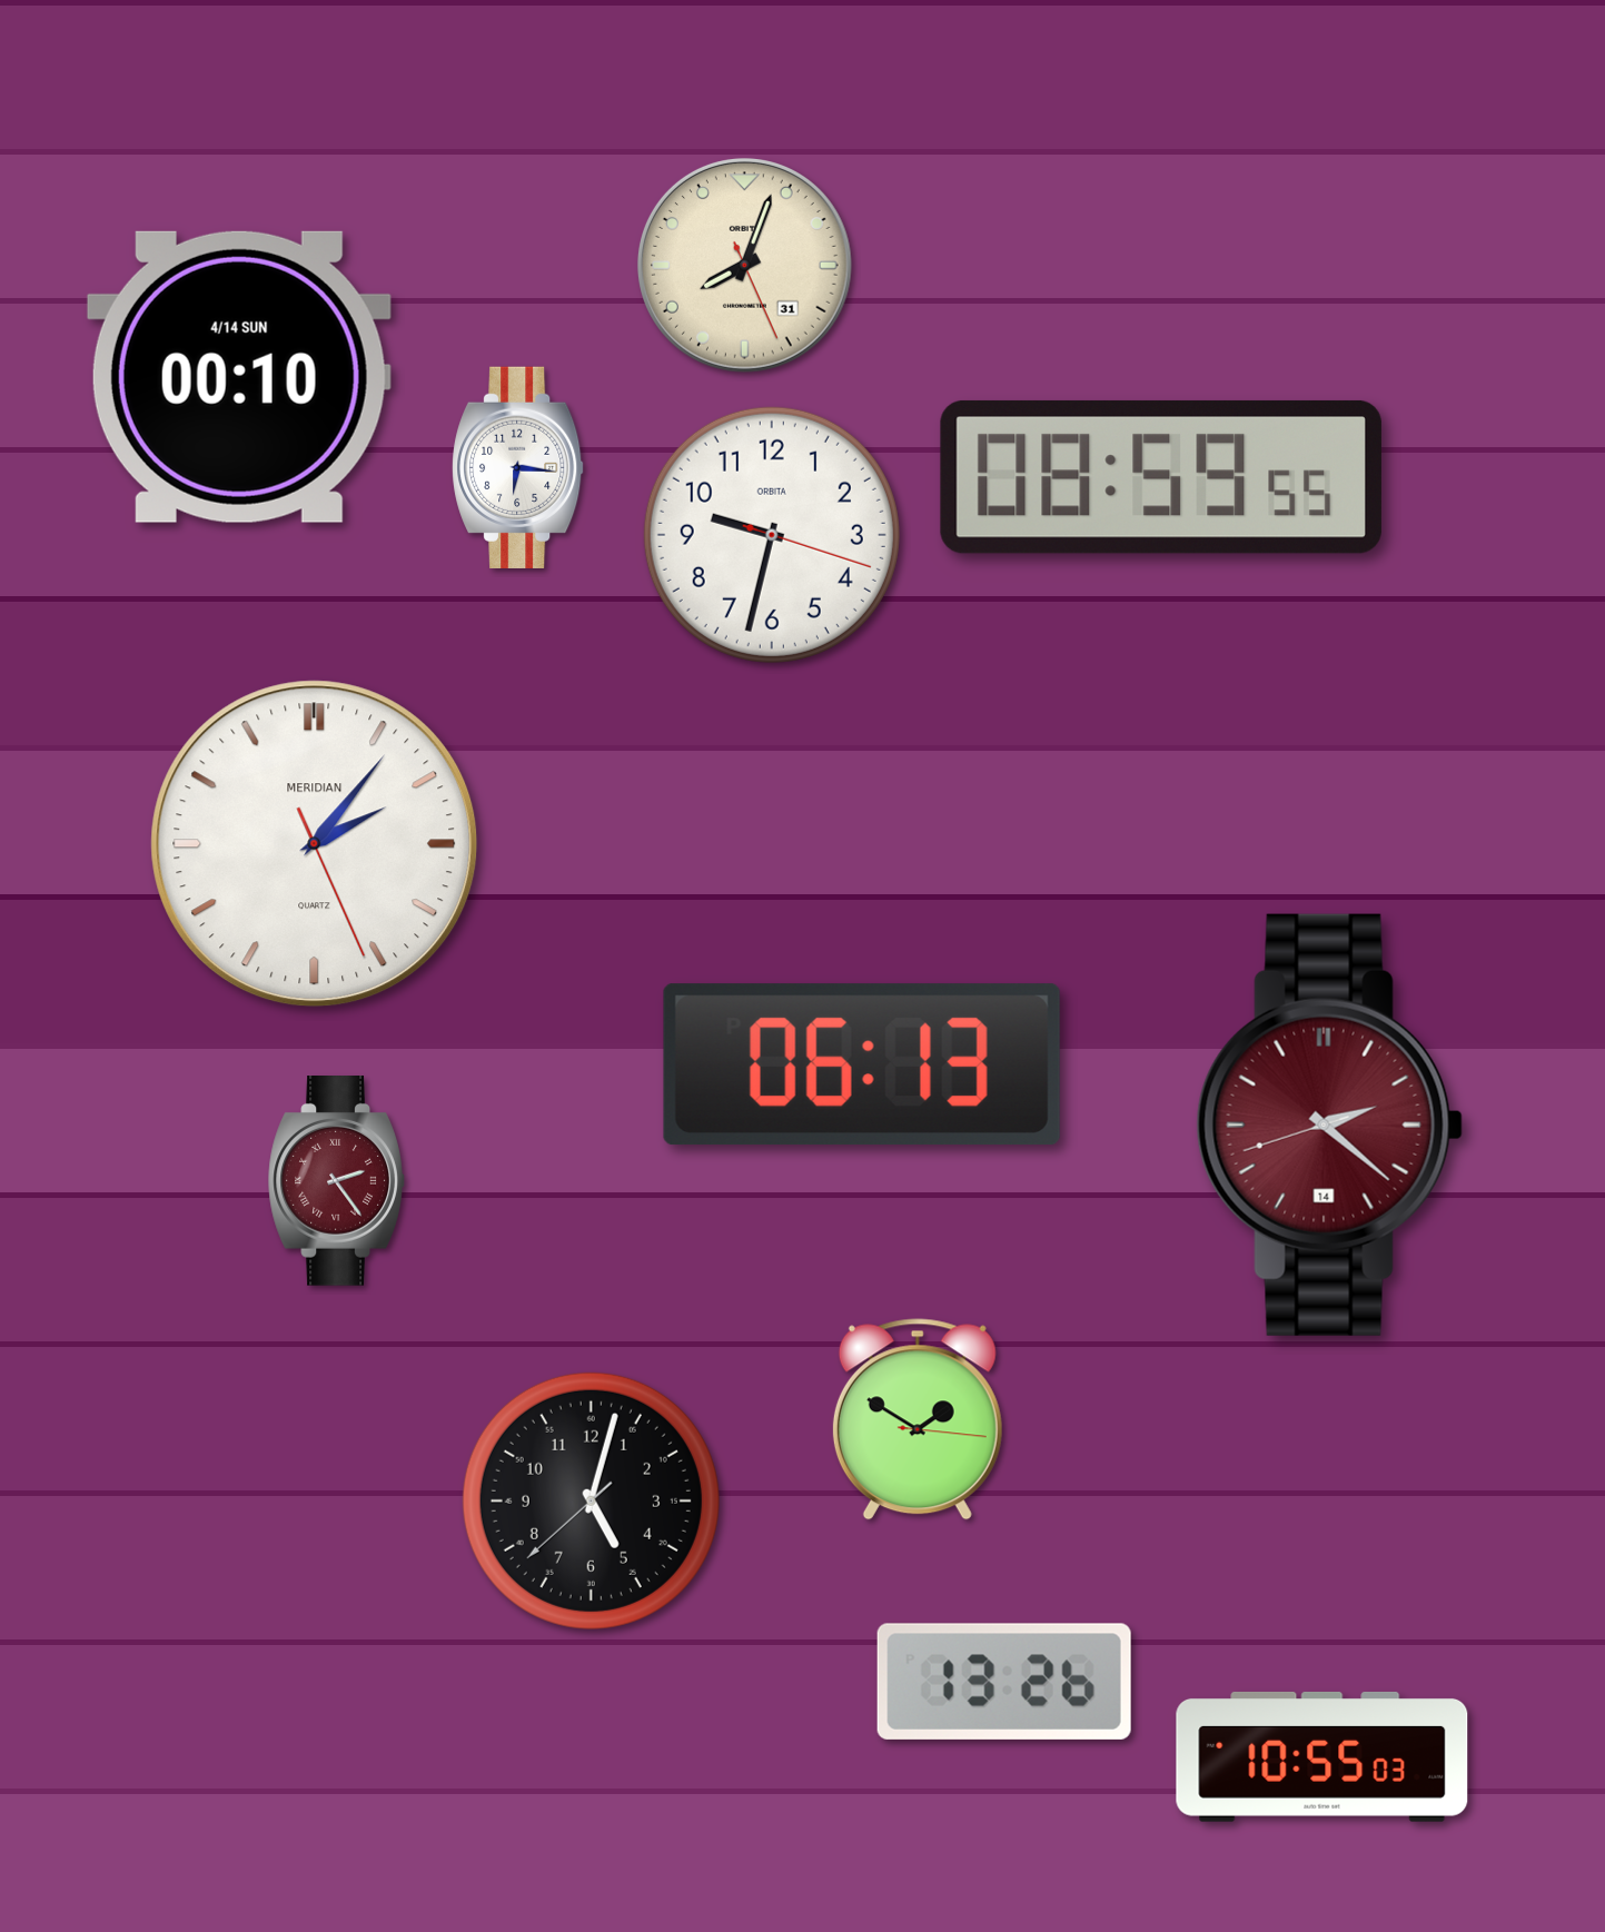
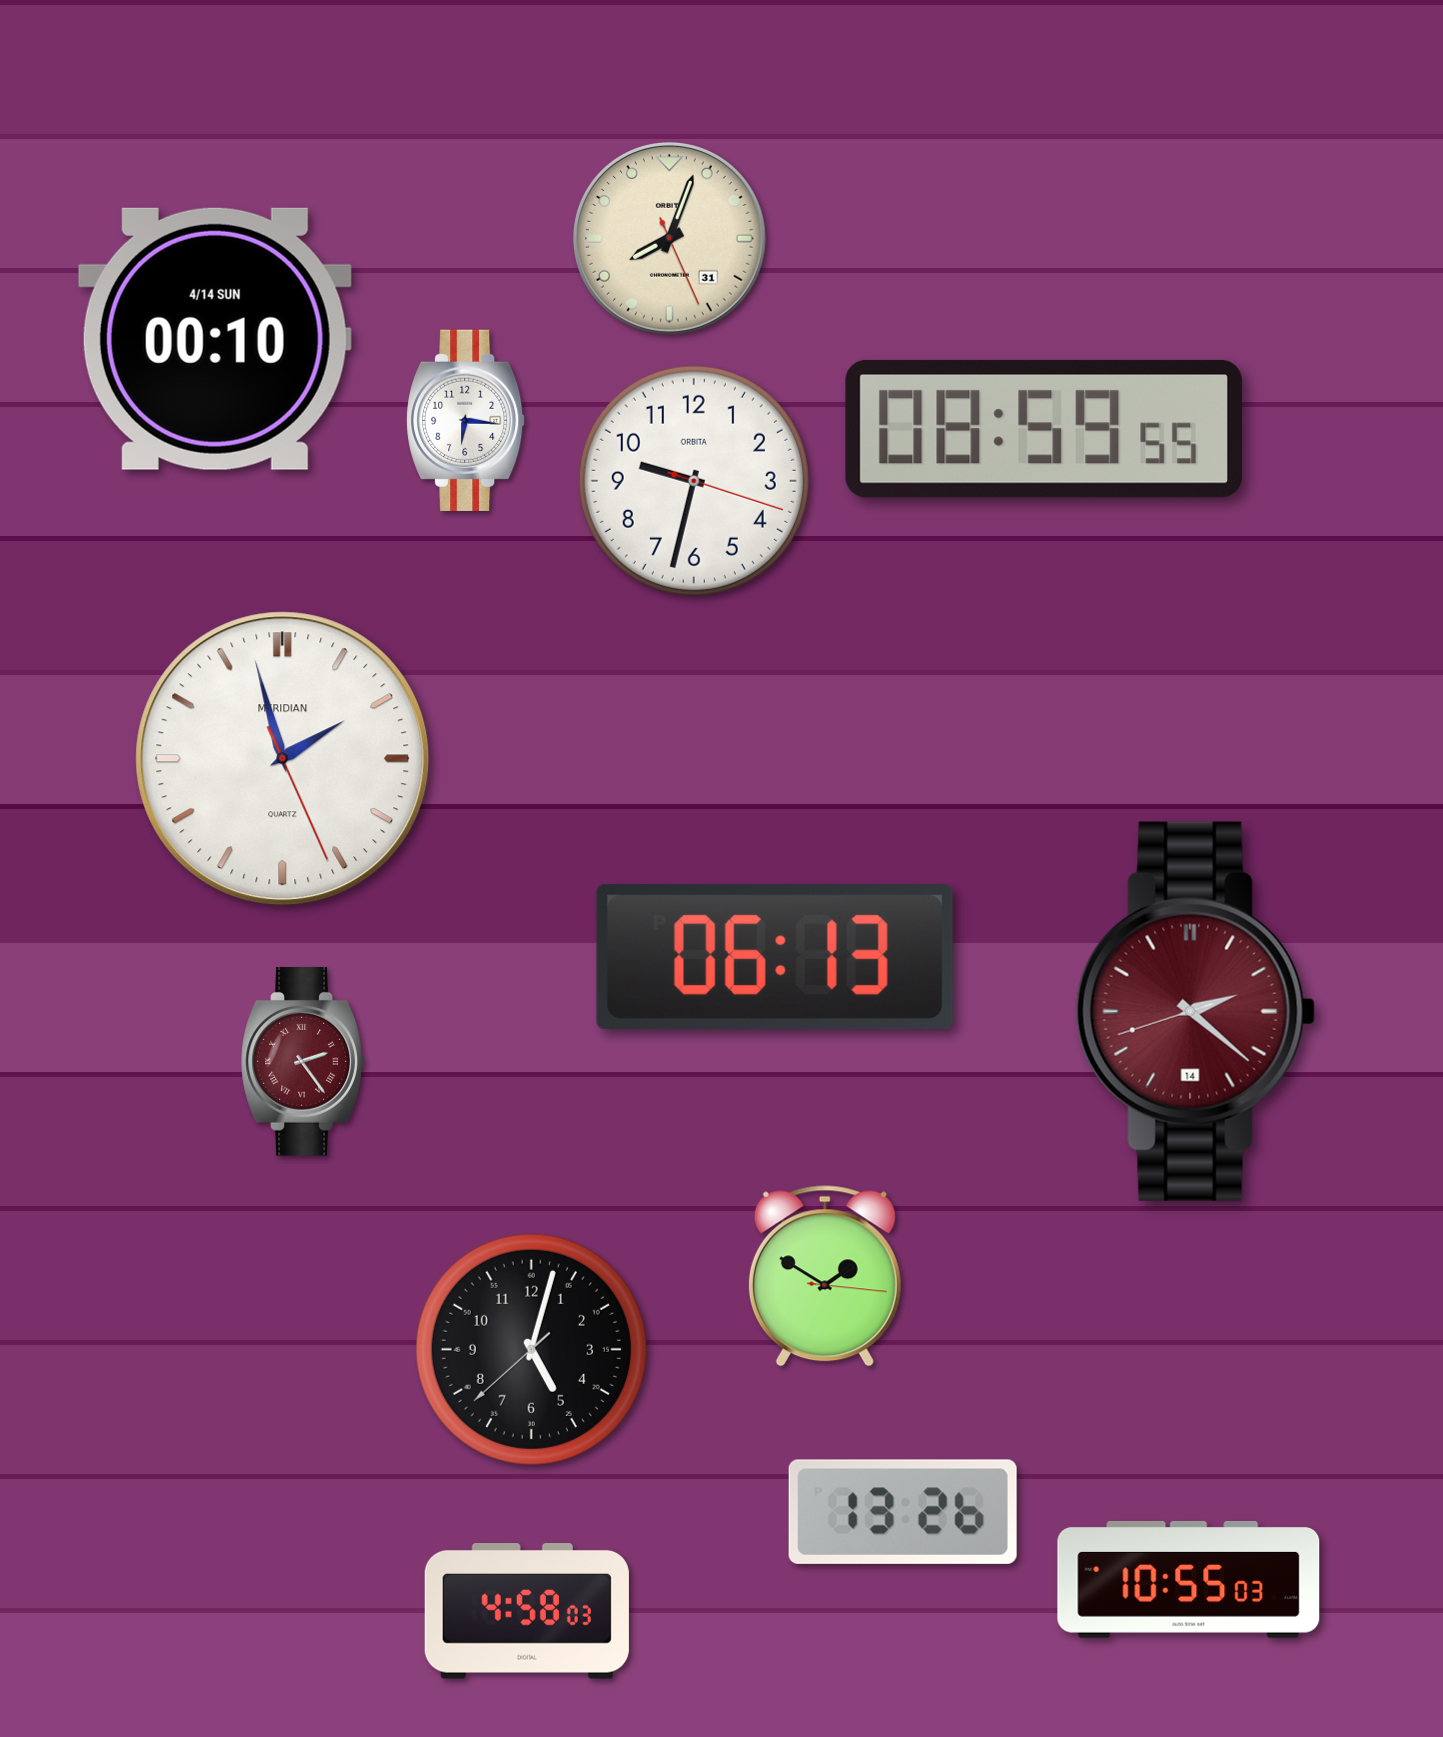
clock at (315, 844): 2:06 -> 1:57
clock at (527, 1612): none -> 4:58
